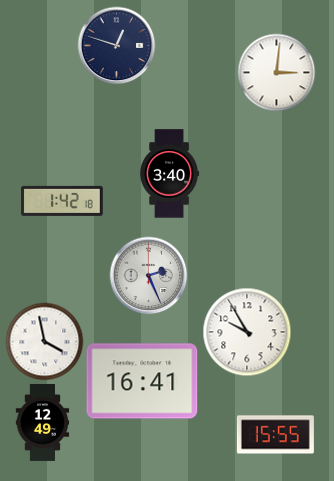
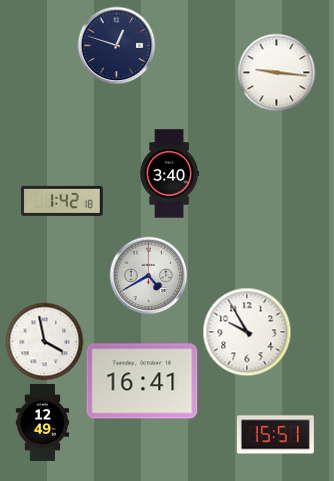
clock at (276, 72): 3:01 -> 9:16
clock at (148, 275): 2:26 -> 4:40
clock at (275, 435): 15:55 -> 15:51
